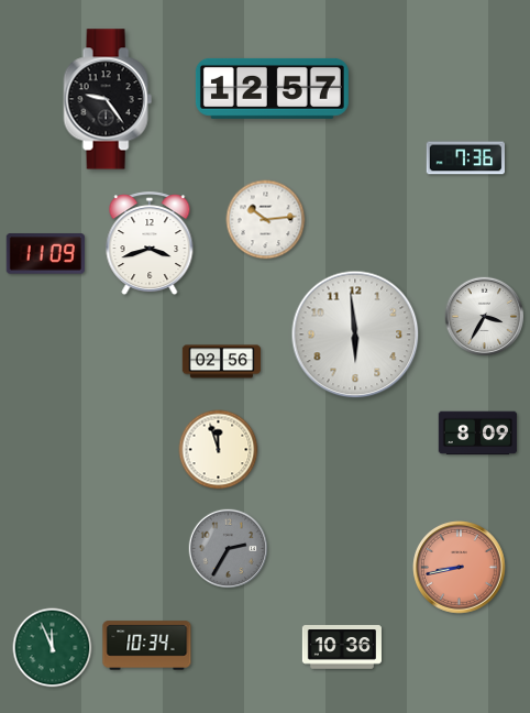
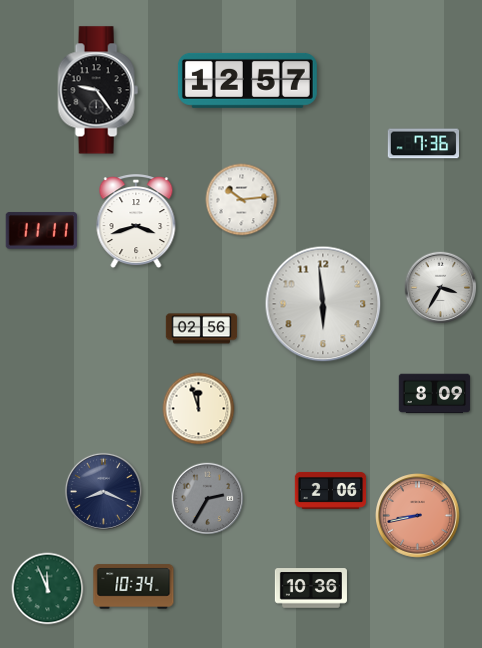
clock at (45, 254): 11:09 -> 11:11
clock at (331, 490): none -> 2:06
clock at (103, 491): none -> 8:19
